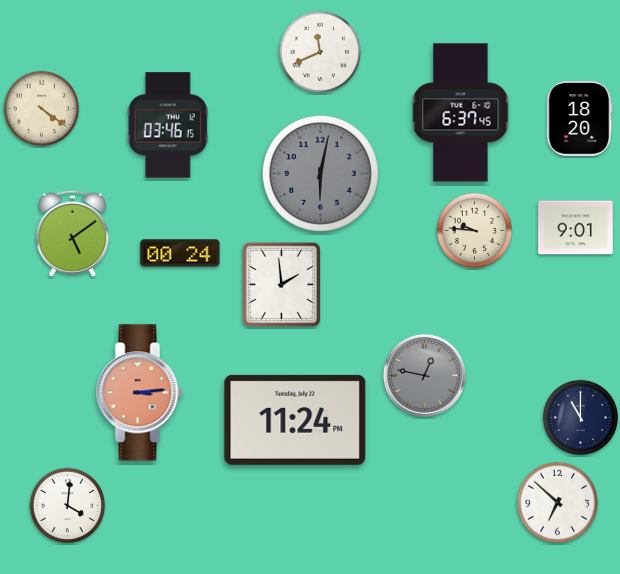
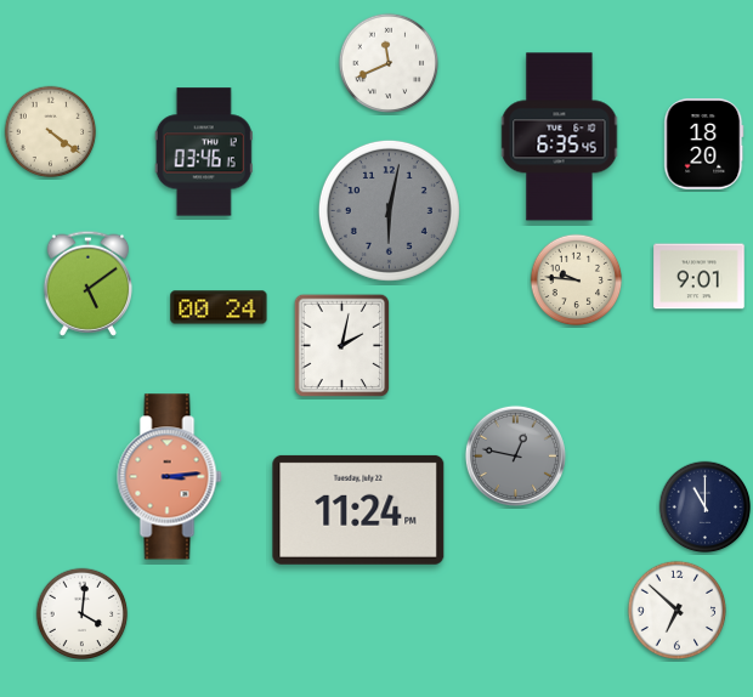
clock at (461, 113): 6:37 -> 6:35
clock at (282, 285): 1:59 -> 2:02
